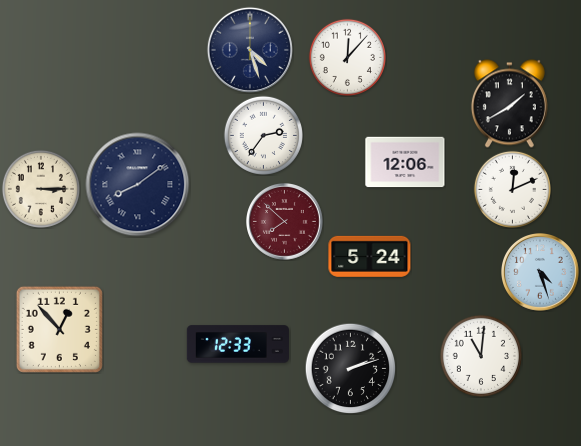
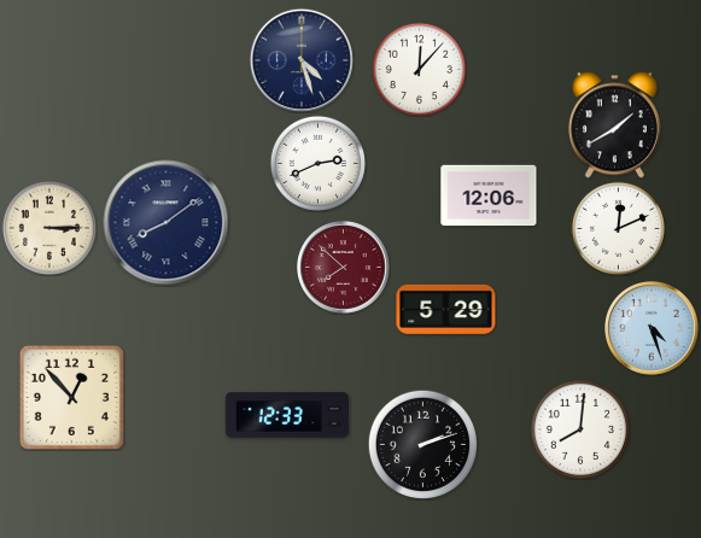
clock at (263, 135): 2:36 -> 2:41
clock at (370, 256): 5:24 -> 5:29
clock at (480, 355): 11:01 -> 8:01
